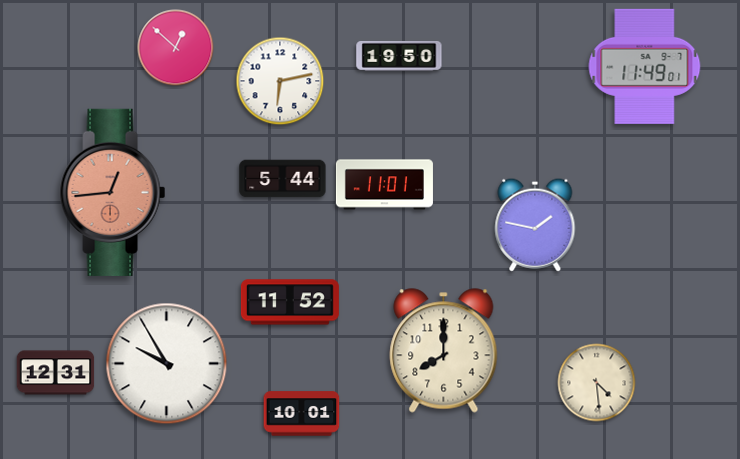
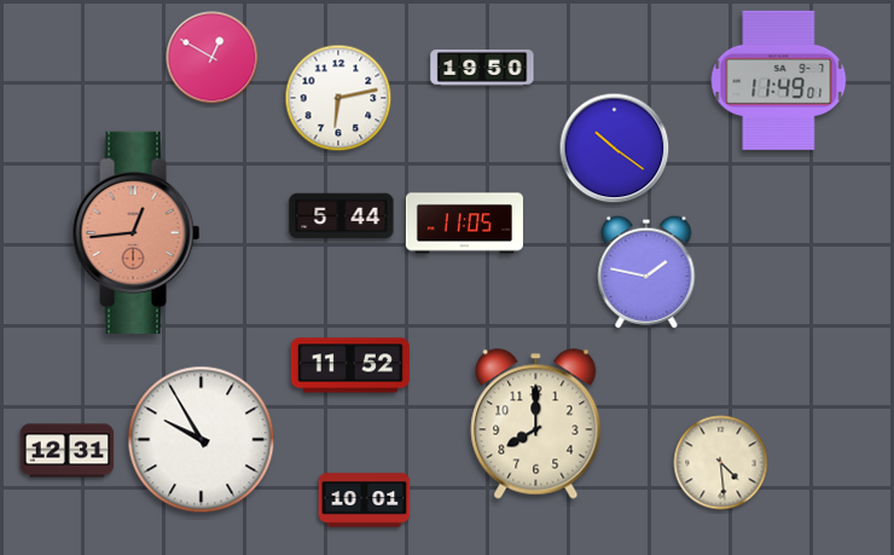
clock at (176, 48): 12:52 -> 12:50
clock at (615, 149): none -> 10:21
clock at (384, 185): 11:01 -> 11:05
